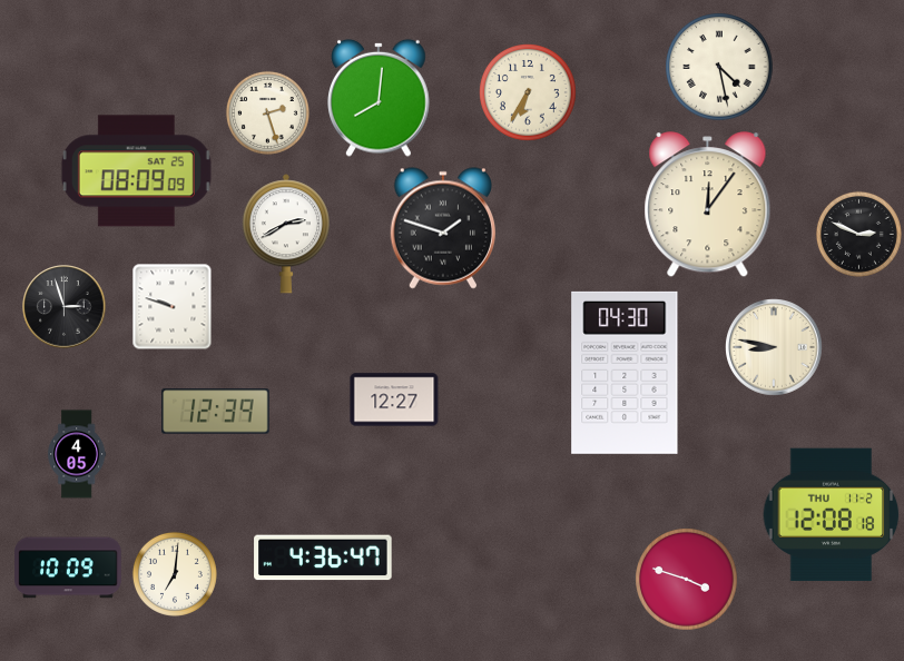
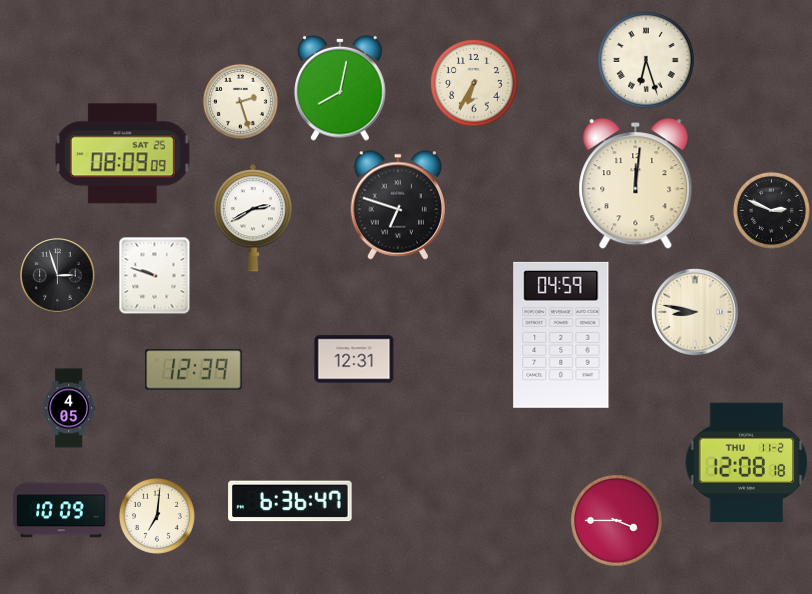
clock at (719, 67): 4:28 -> 6:27
clock at (379, 98): 8:01 -> 8:02
clock at (708, 205): 12:06 -> 12:01
clock at (442, 228): 1:48 -> 6:48
clock at (286, 234) position: (286, 234) -> (253, 218)
clock at (625, 373): 04:30 -> 04:59
clock at (394, 399): 12:27 -> 12:31
clock at (323, 558): 4:36 -> 6:36
clock at (687, 580): 3:48 -> 3:45
